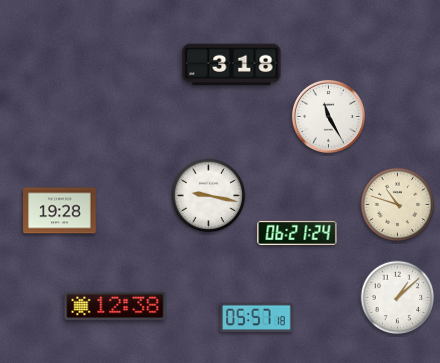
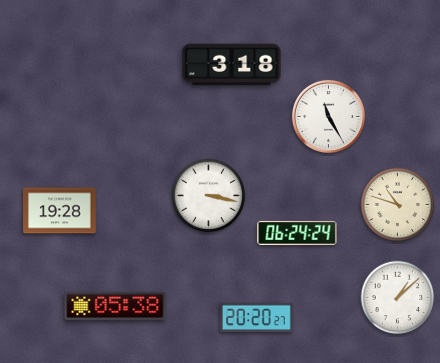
clock at (209, 196): 9:17 -> 3:17
clock at (297, 233): 06:21 -> 06:24
clock at (115, 306): 12:38 -> 05:38
clock at (257, 318): 05:57 -> 20:20
